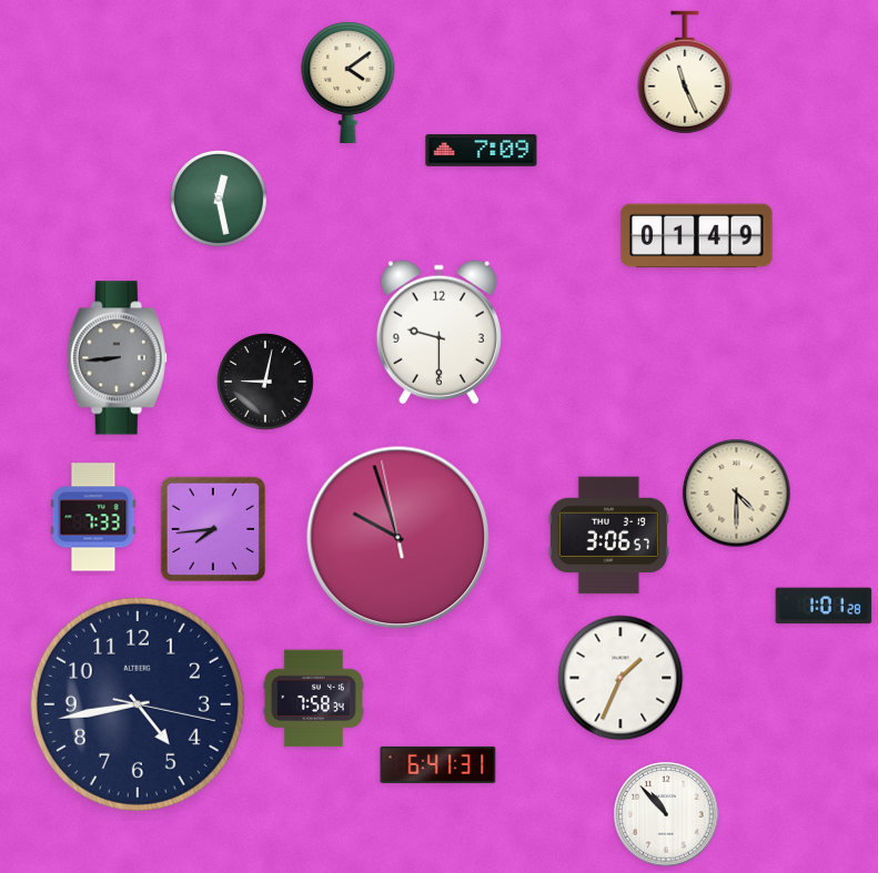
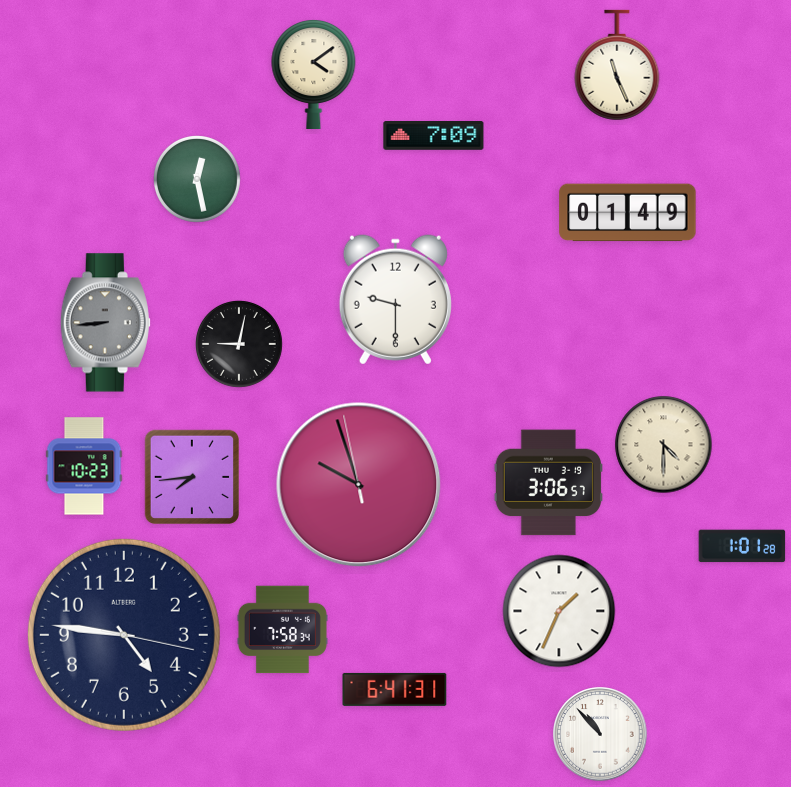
clock at (93, 517): 7:33 -> 10:23
clock at (138, 704): 4:43 -> 4:46
